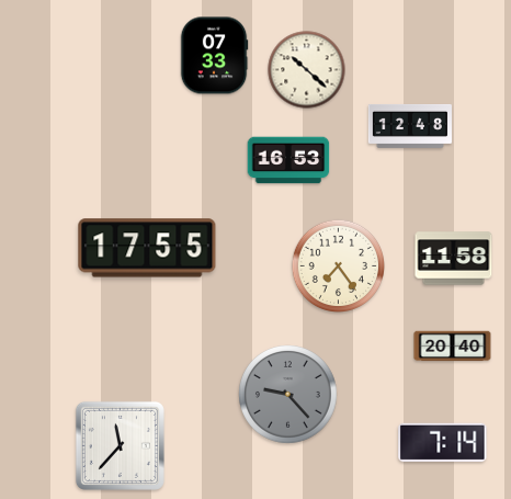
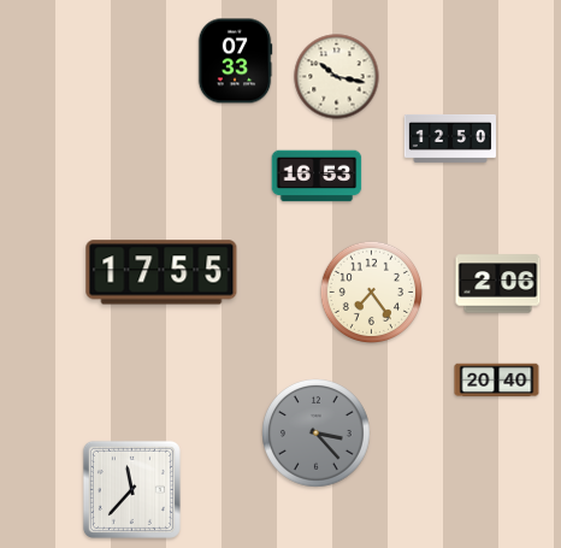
clock at (307, 70): 10:22 -> 10:17
clock at (410, 126): 12:48 -> 12:50
clock at (454, 259): 11:58 -> 2:06
clock at (288, 395): 9:23 -> 3:23
clock at (443, 442): 7:14 -> none
